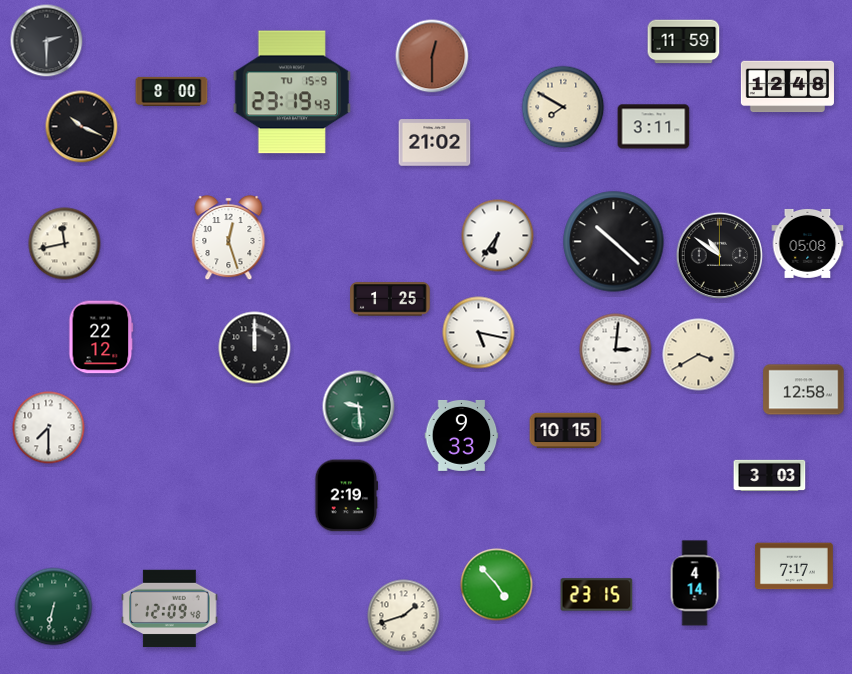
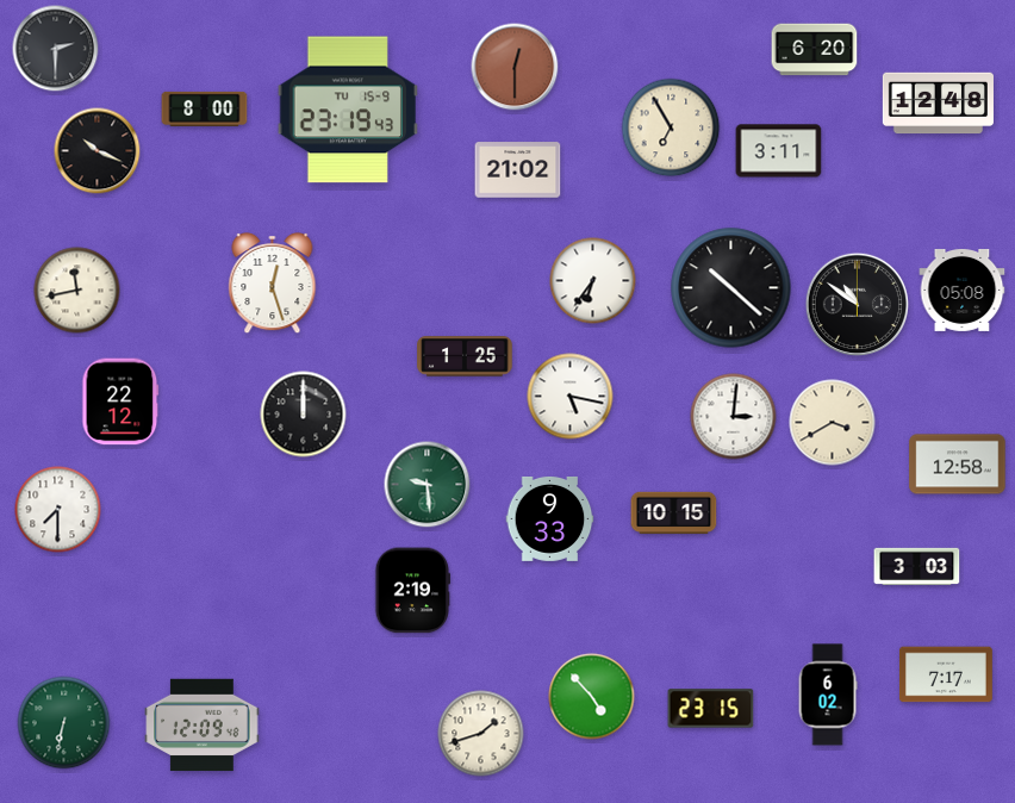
clock at (684, 42): 11:59 -> 6:20
clock at (563, 107): 7:50 -> 6:55
clock at (695, 583): 4:14 -> 6:02
